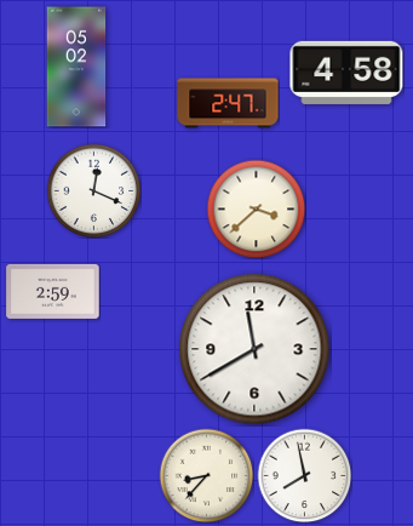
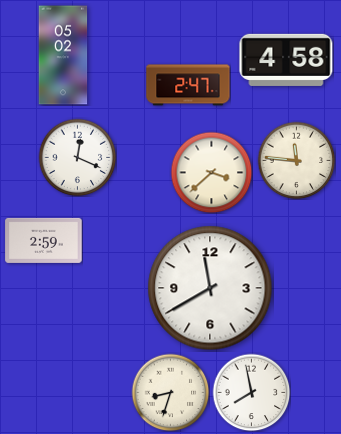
clock at (296, 160): none -> 11:46
clock at (206, 475): 8:37 -> 8:33
